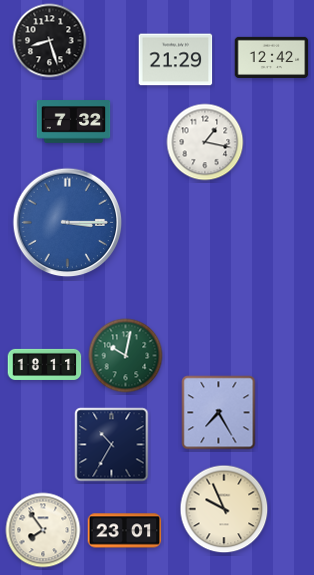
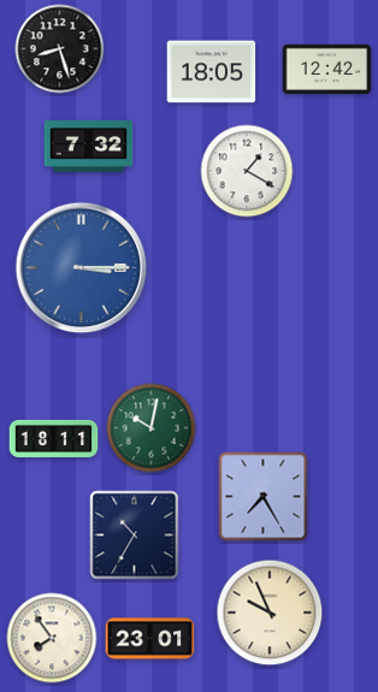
clock at (176, 60): 21:29 -> 18:05
clock at (205, 142): 1:17 -> 1:20
